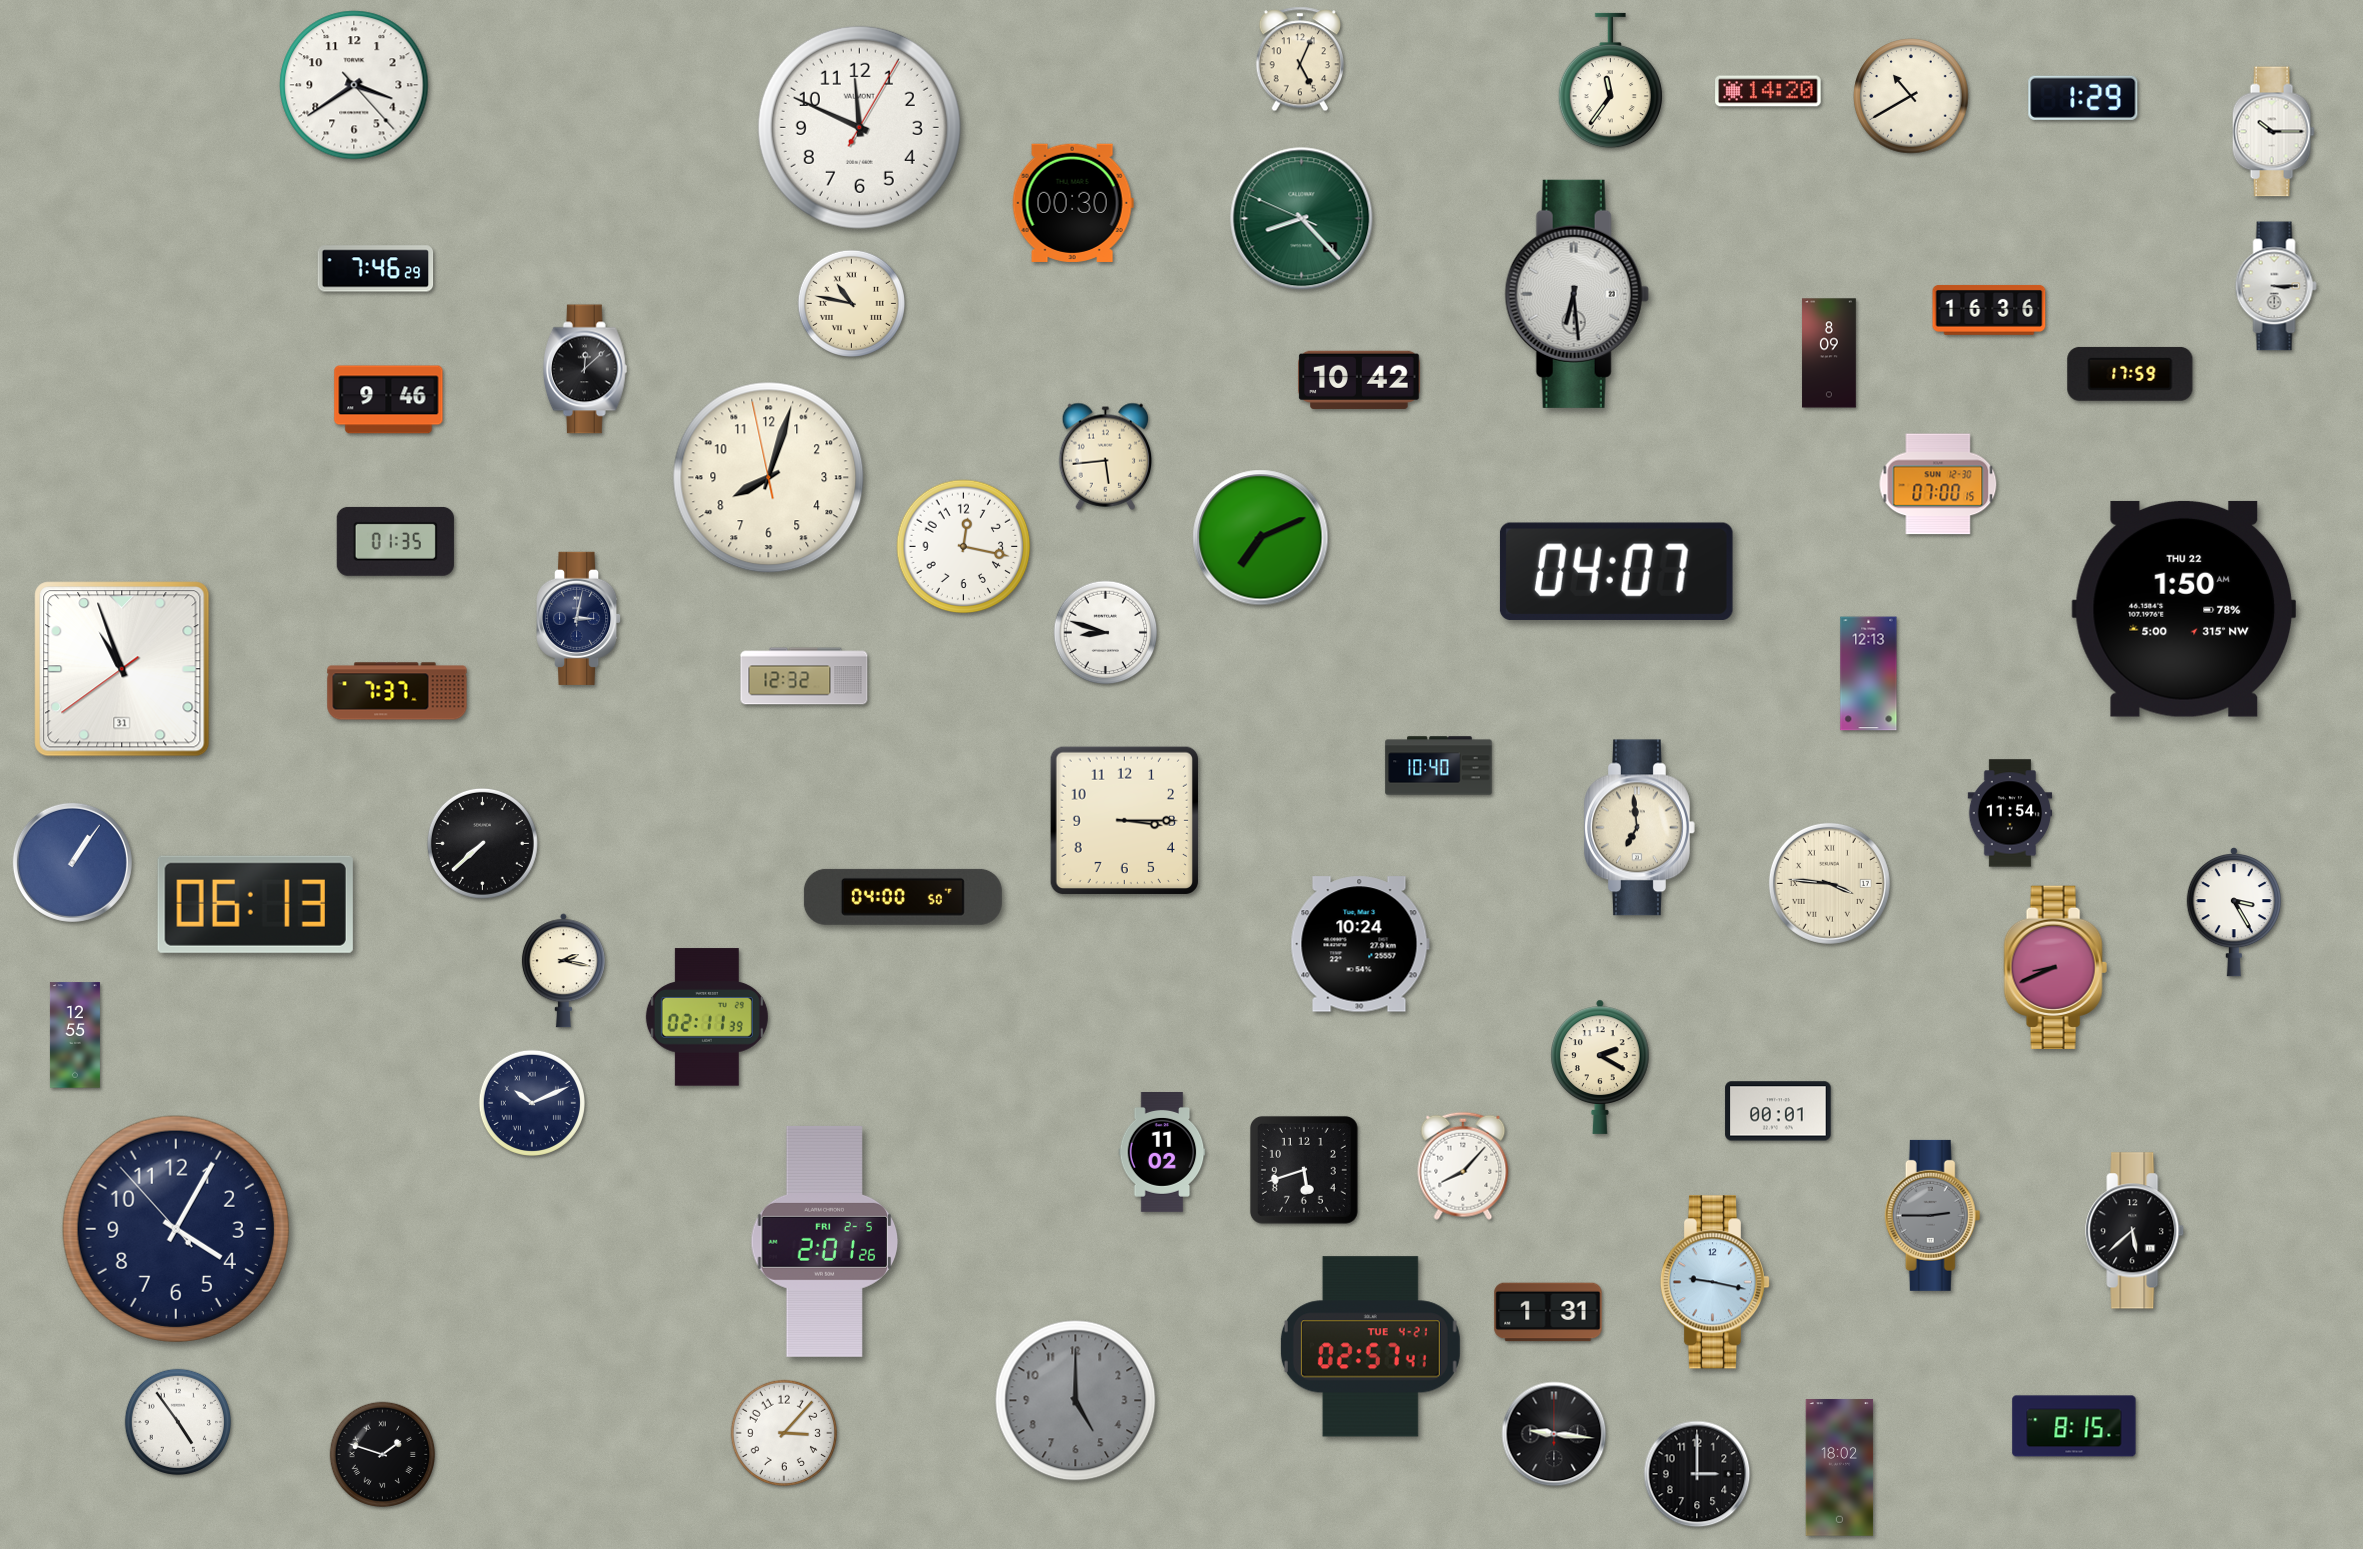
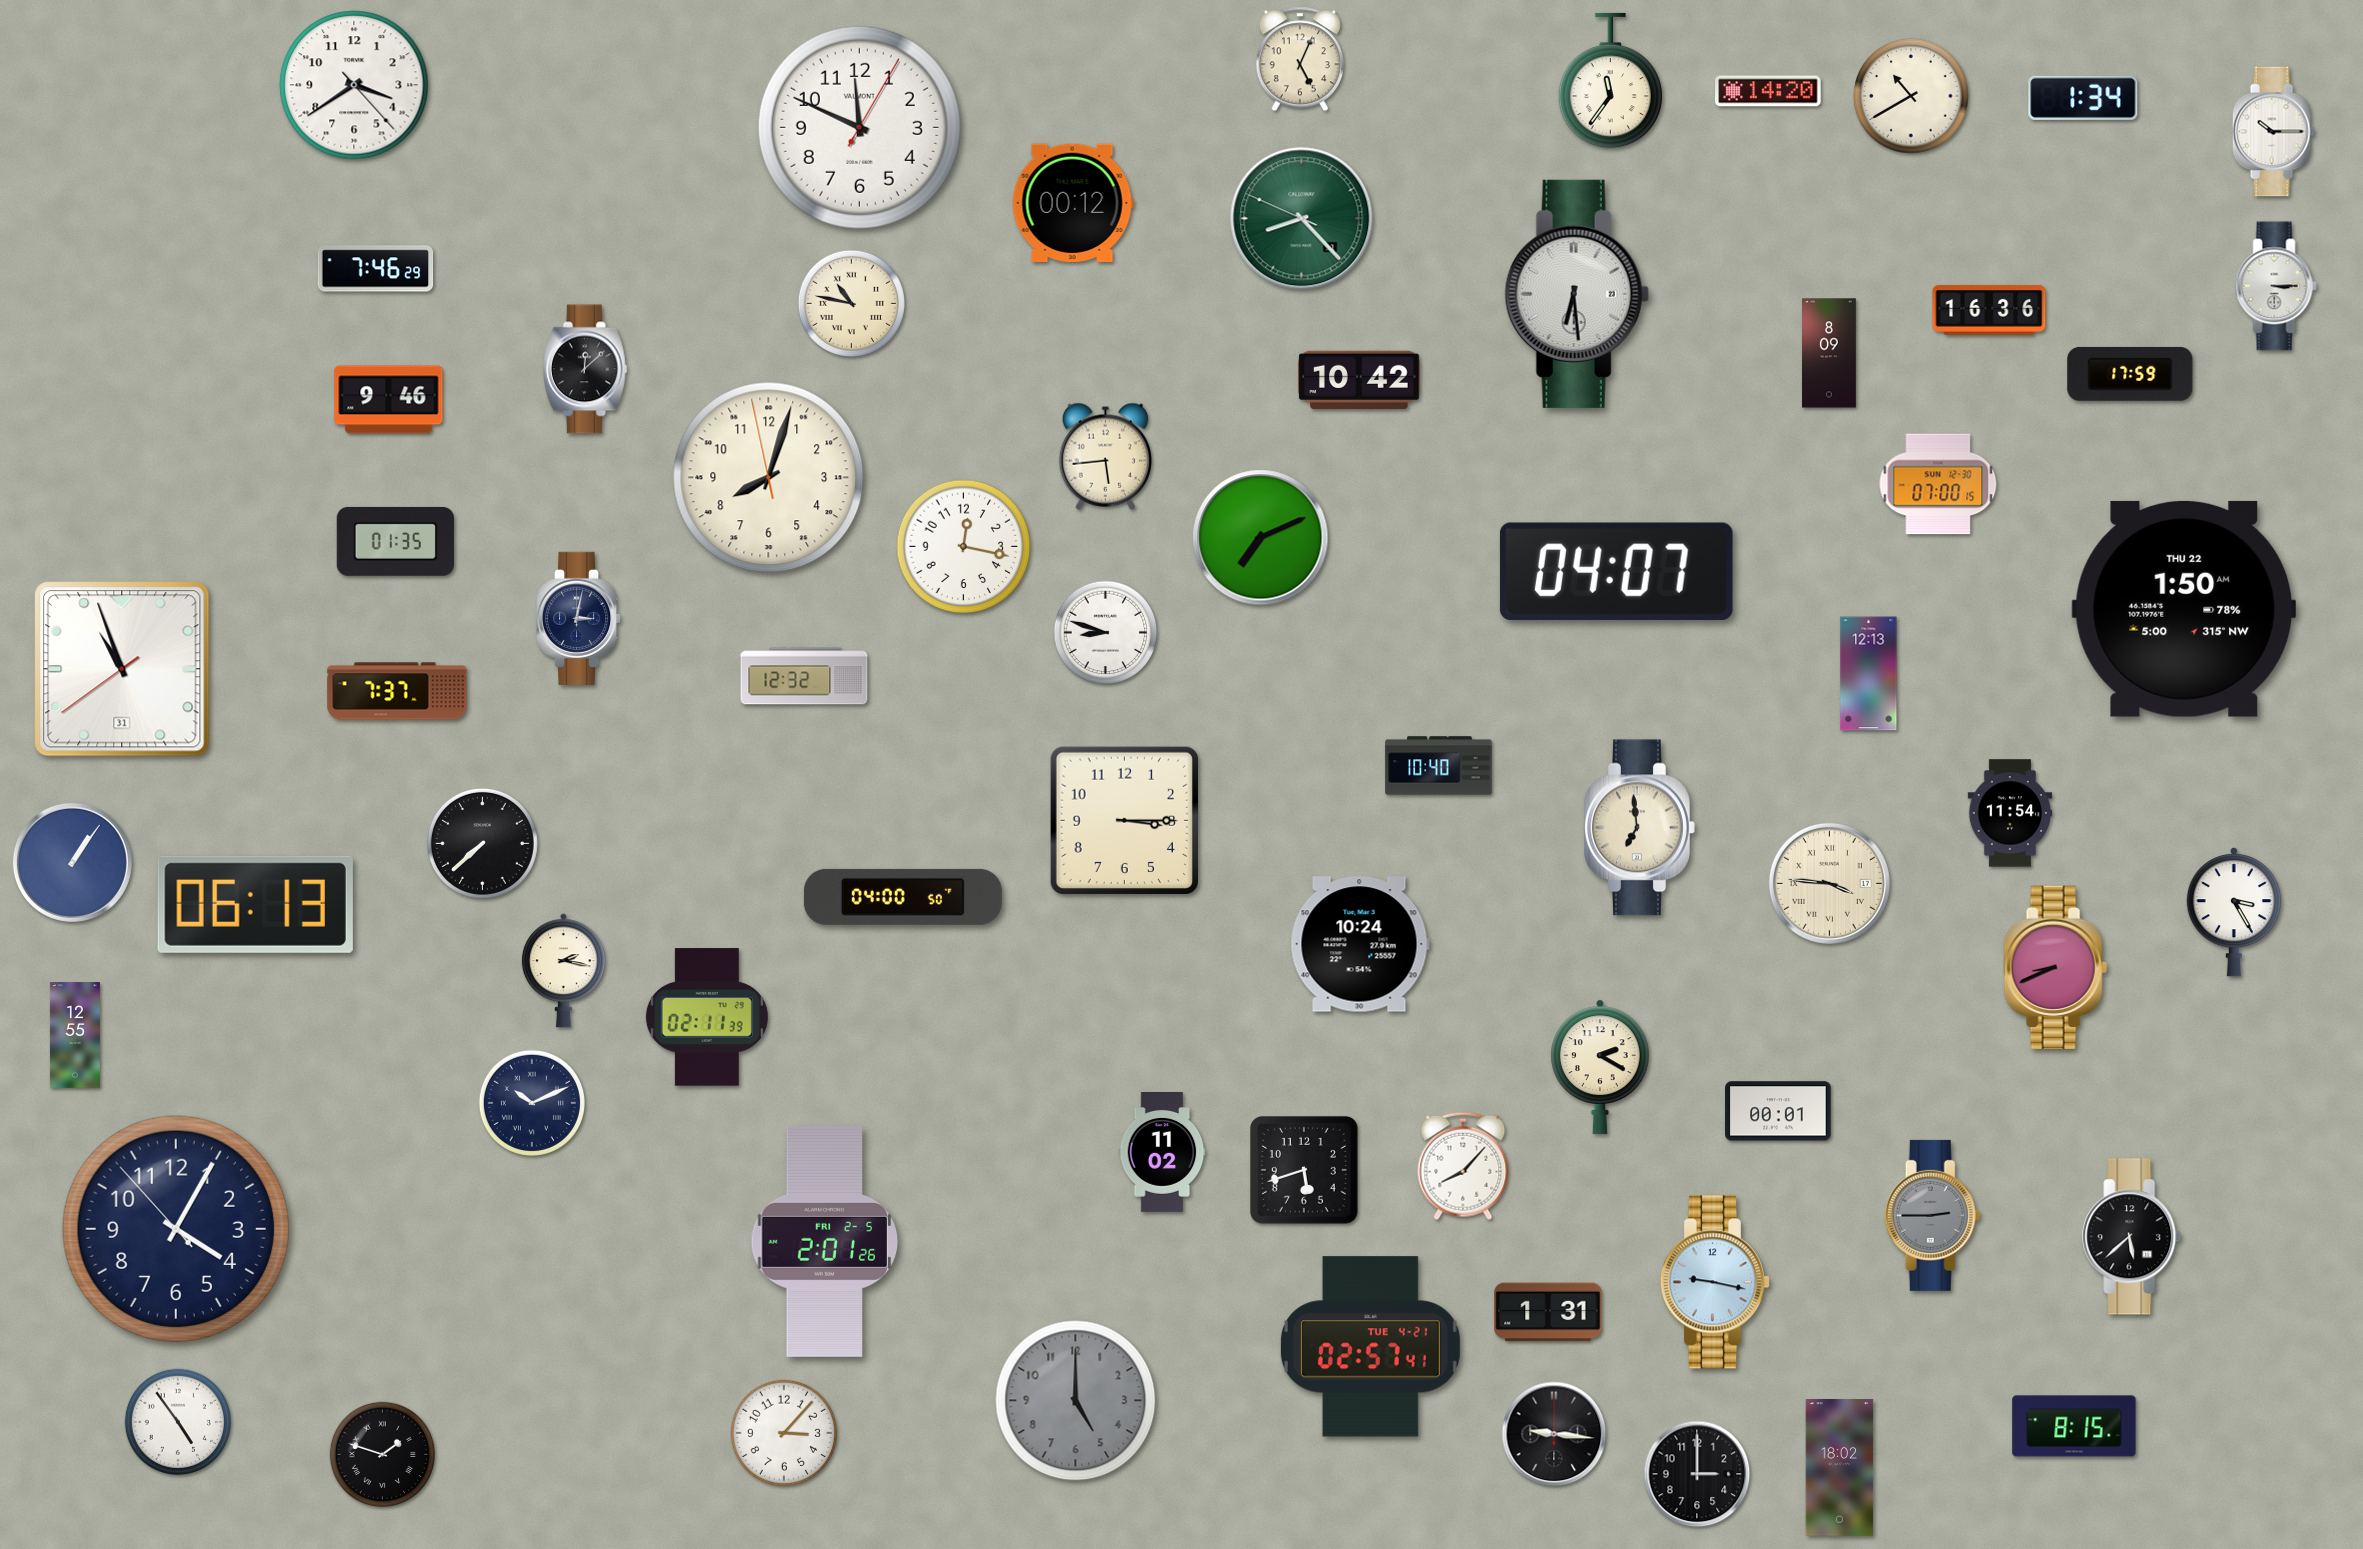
clock at (2083, 98): 1:29 -> 1:34
clock at (1073, 203): 00:30 -> 00:12
clock at (2135, 1231) position: (2135, 1231) -> (2132, 1237)
